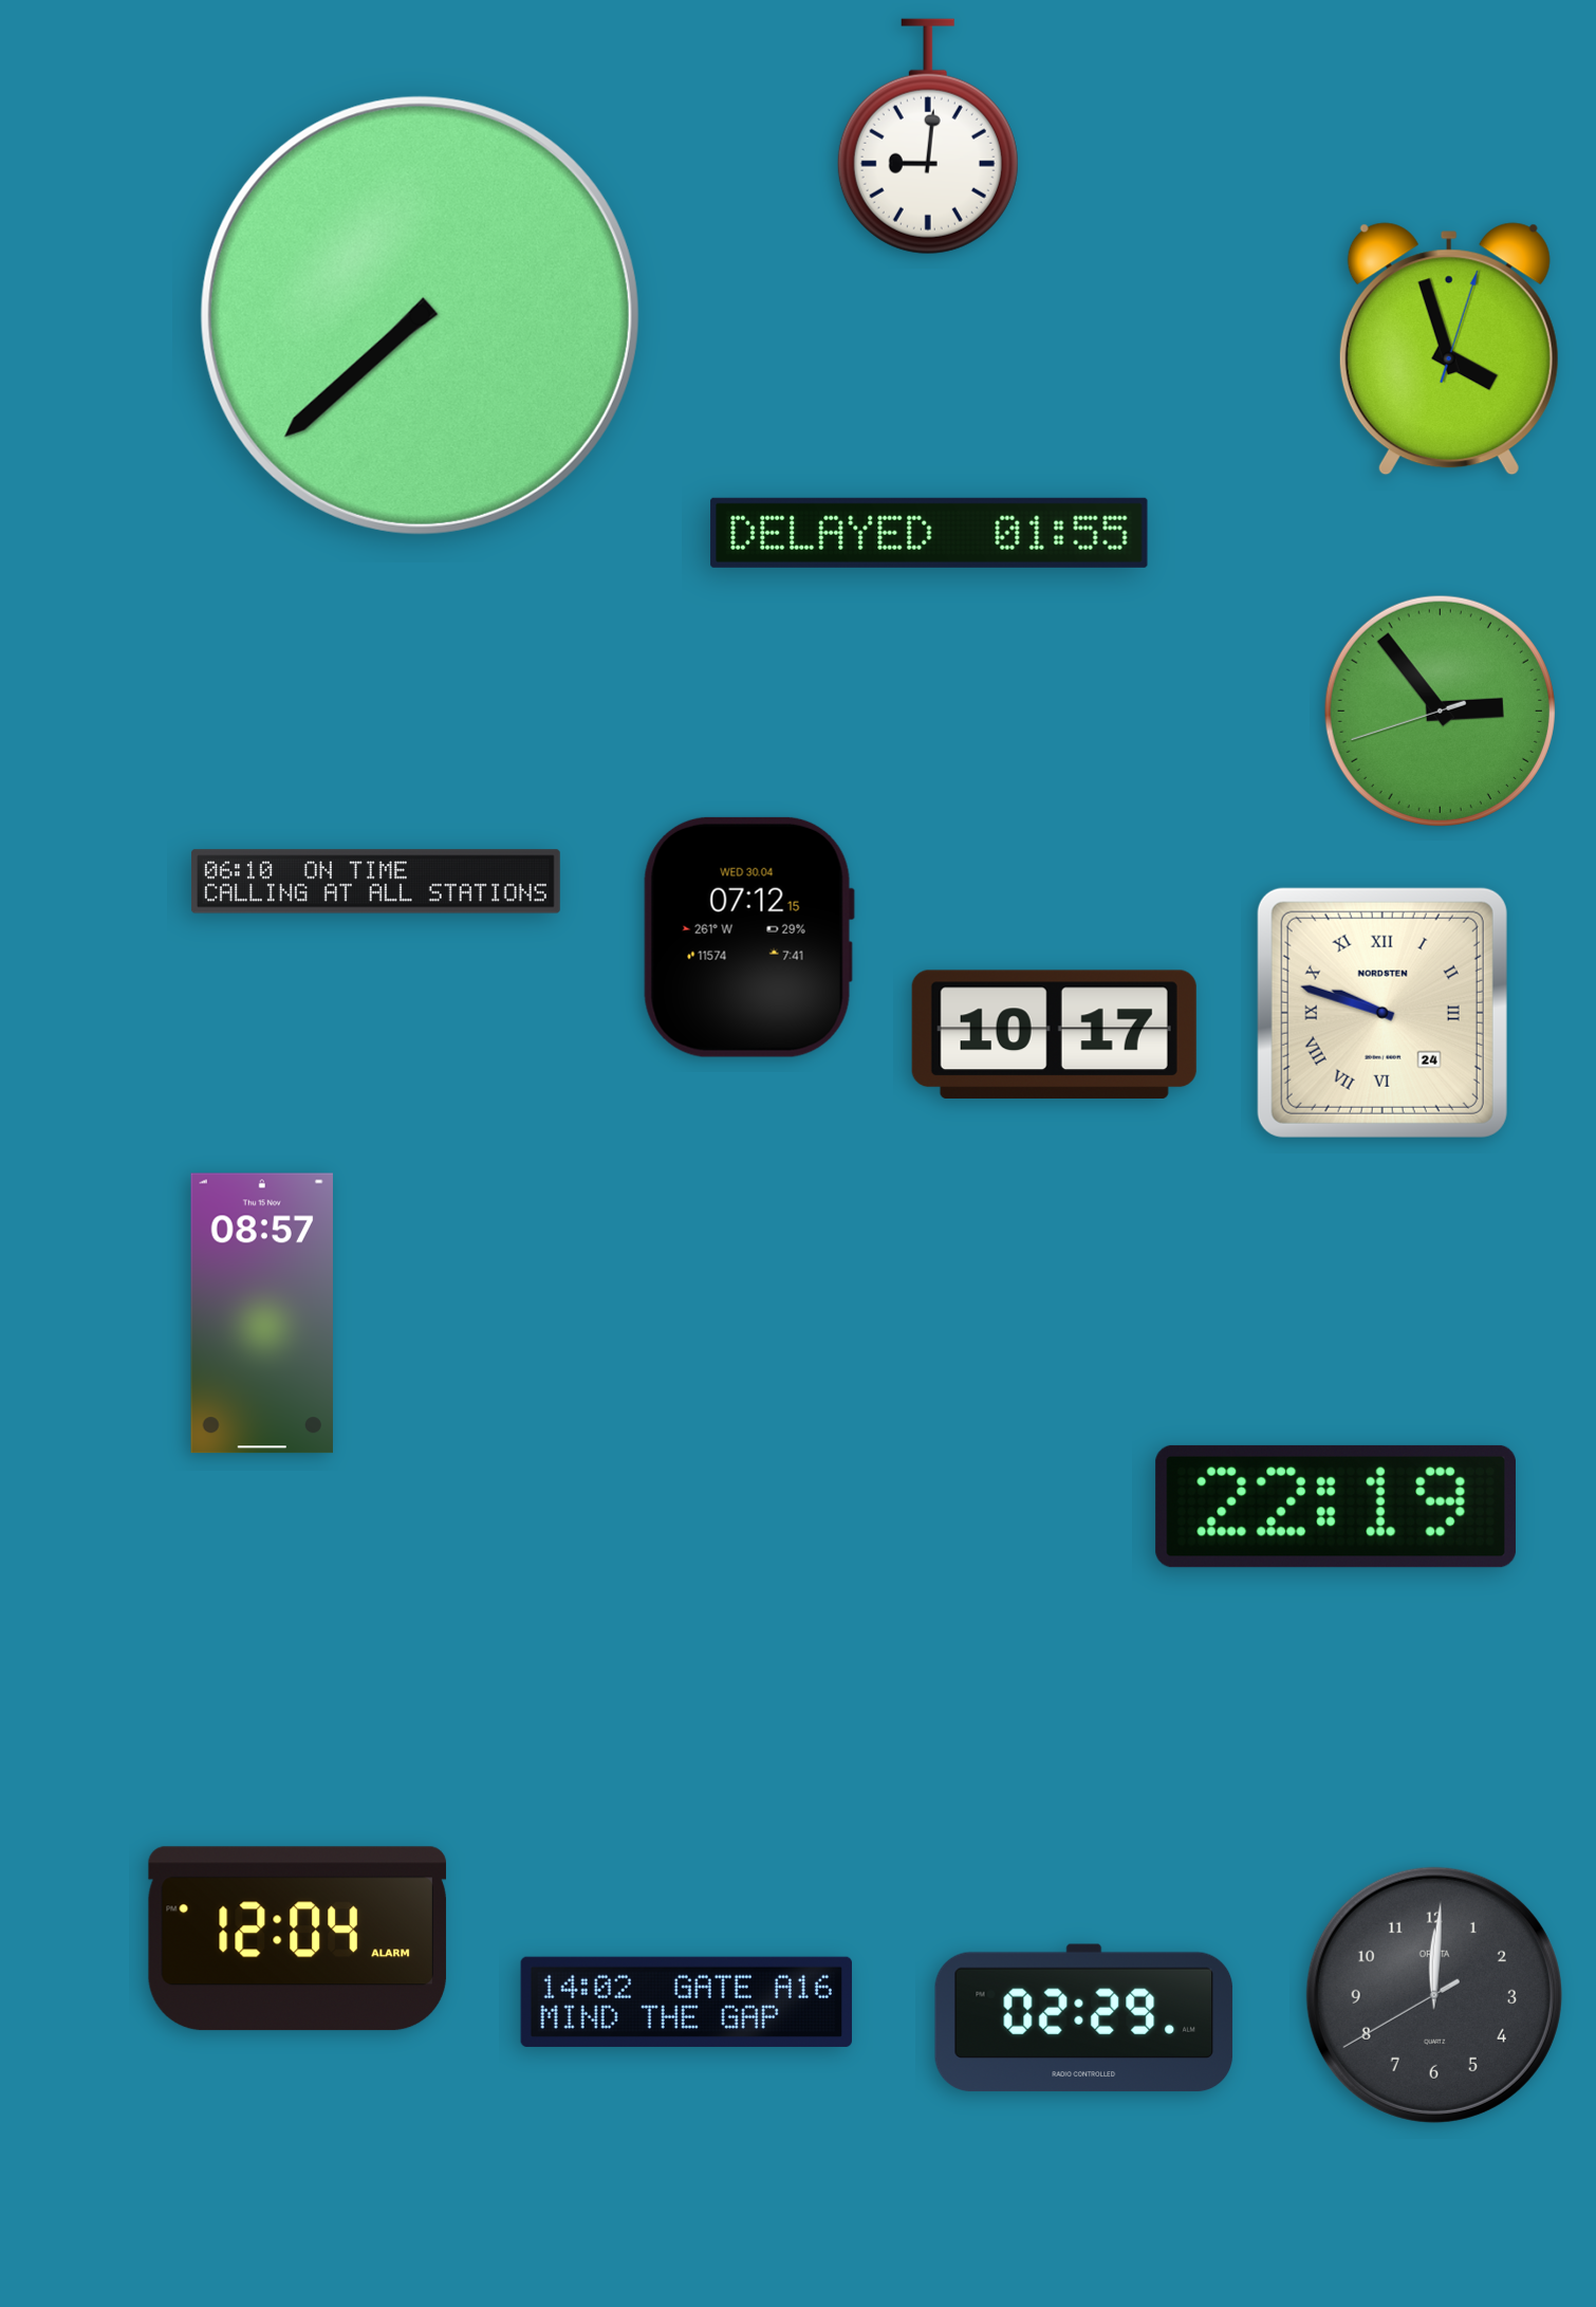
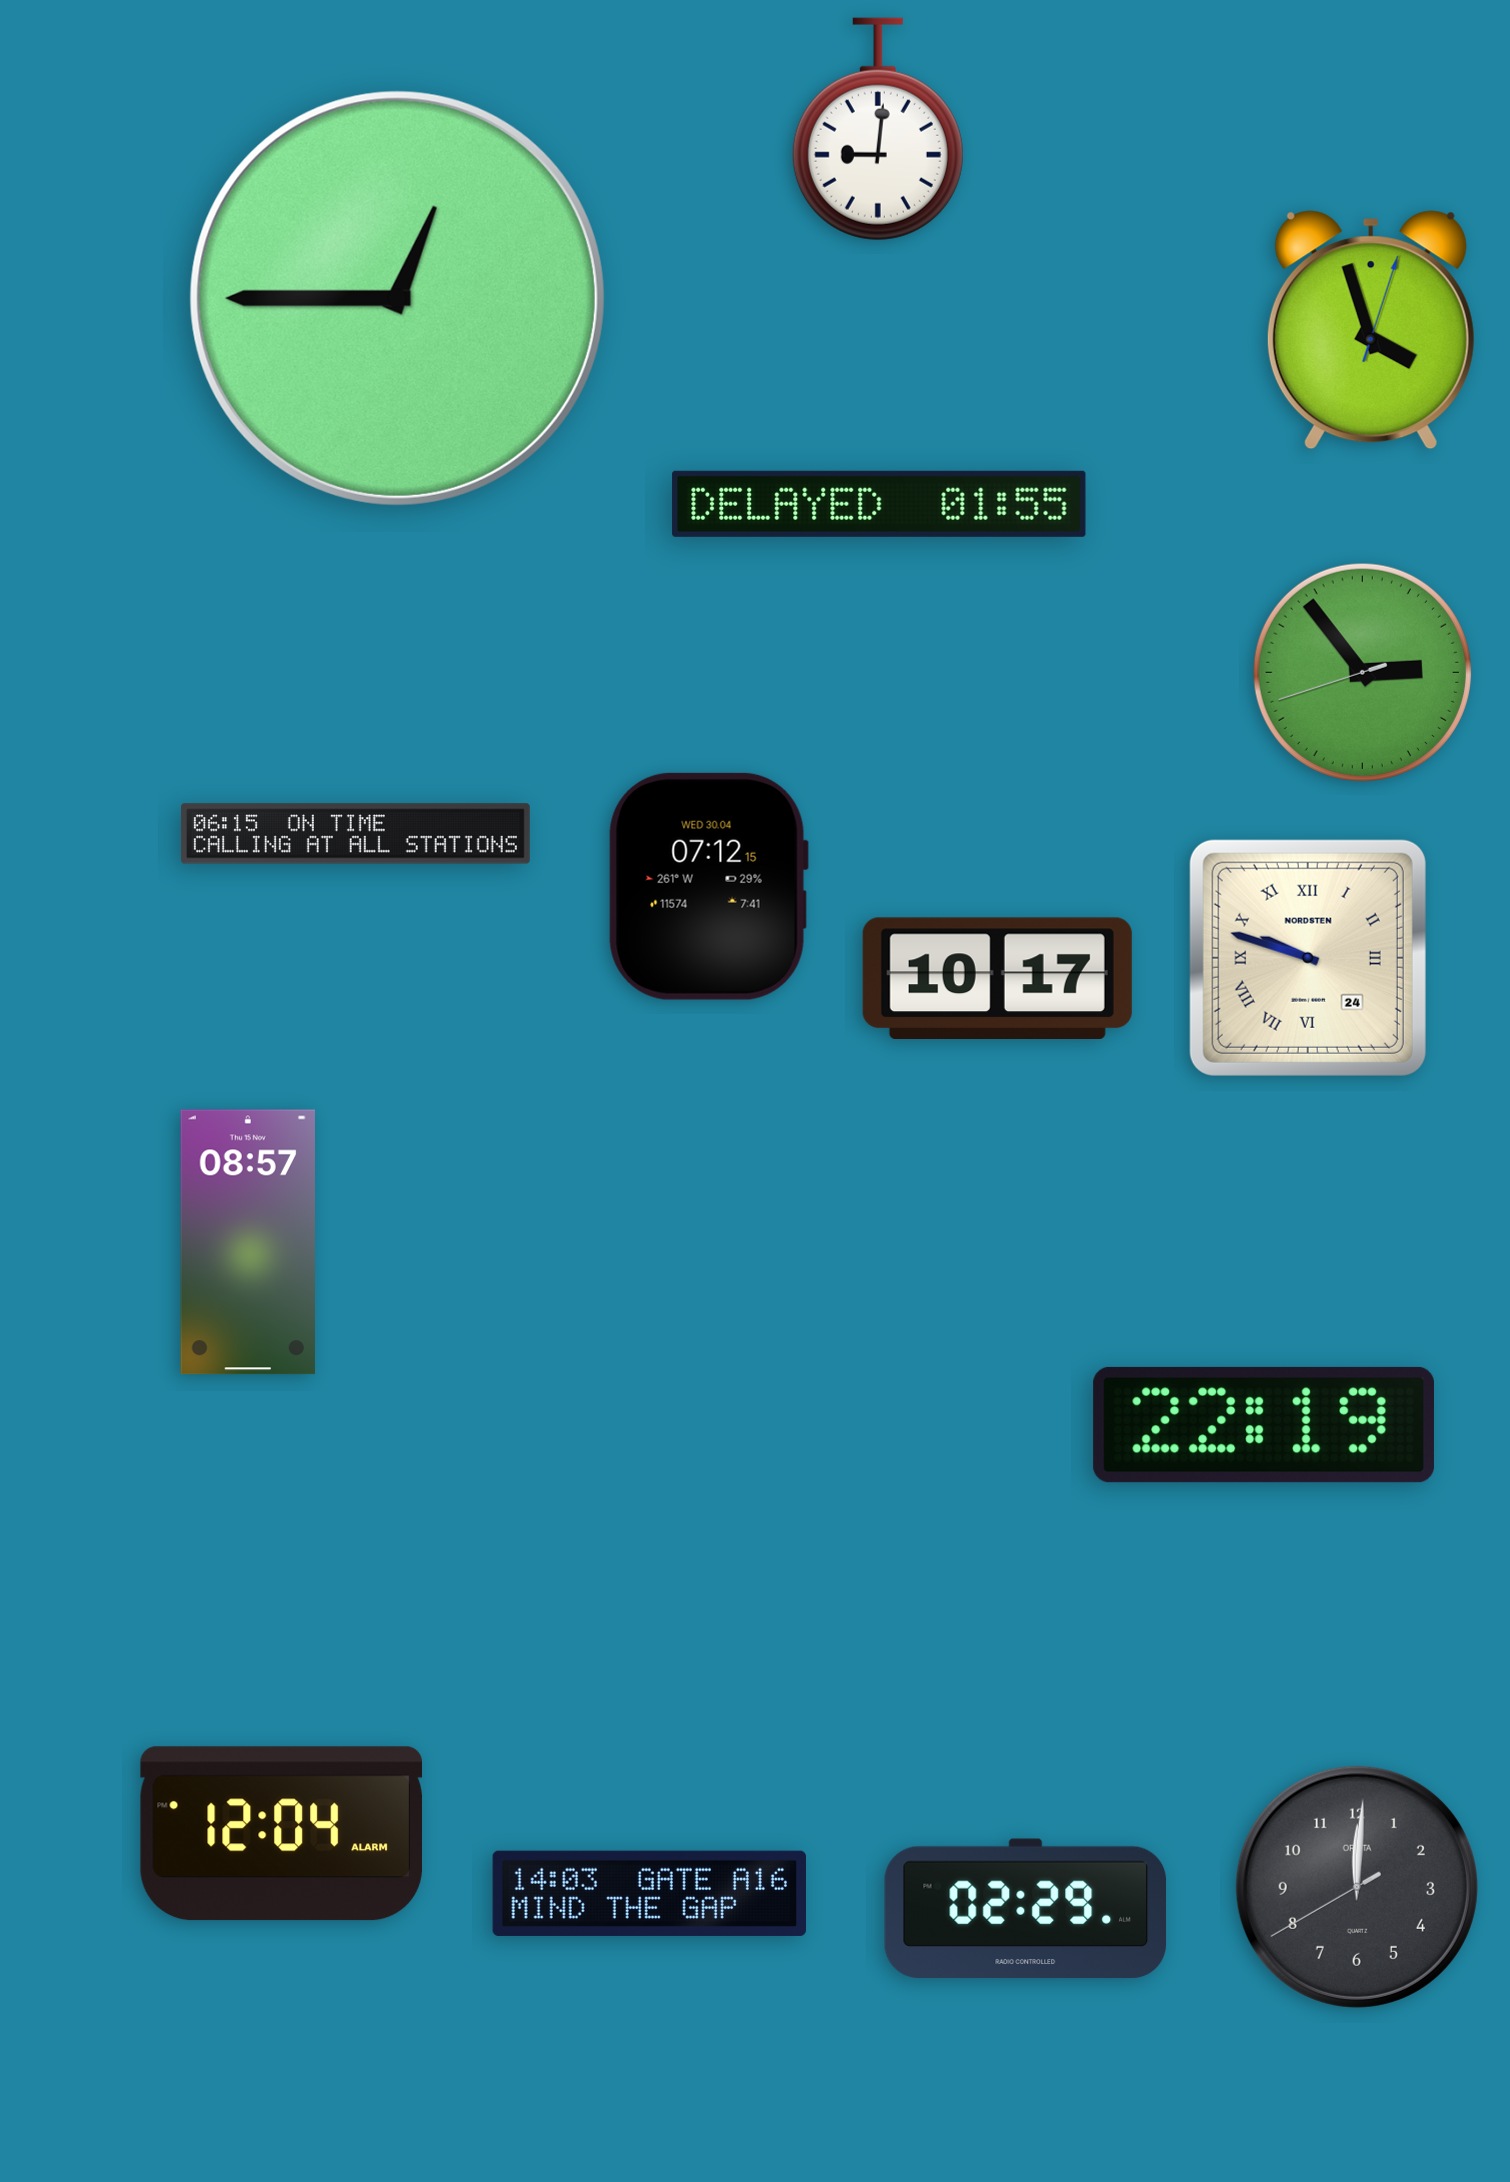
clock at (420, 315): 7:38 -> 12:45
clock at (375, 882): 06:10 -> 06:15
clock at (686, 2001): 14:02 -> 14:03
